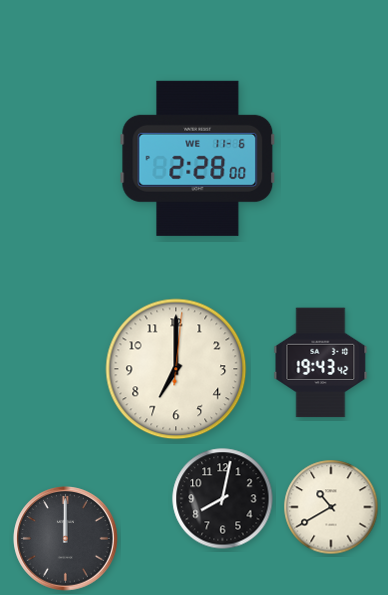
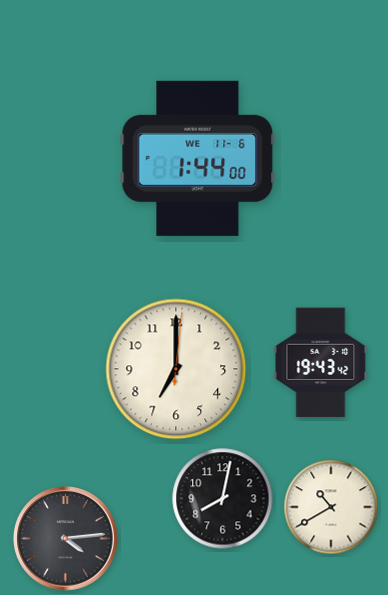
clock at (198, 158): 2:28 -> 1:44
clock at (66, 539): 12:00 -> 4:14
